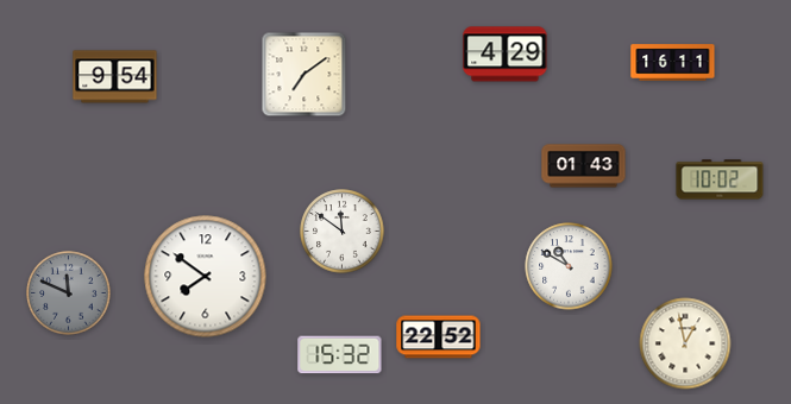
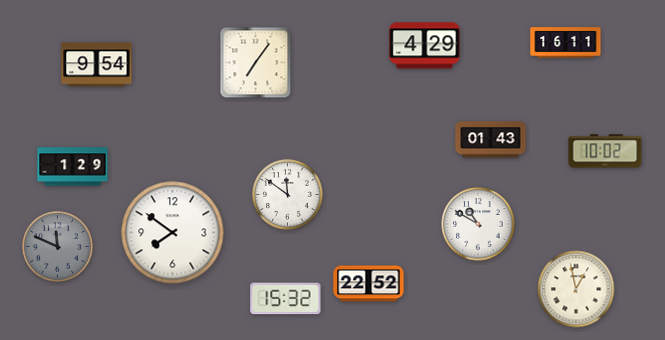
clock at (673, 63) position: (673, 63) -> (566, 43)
clock at (305, 75): 7:09 -> 7:06
clock at (73, 167): none -> 1:29
